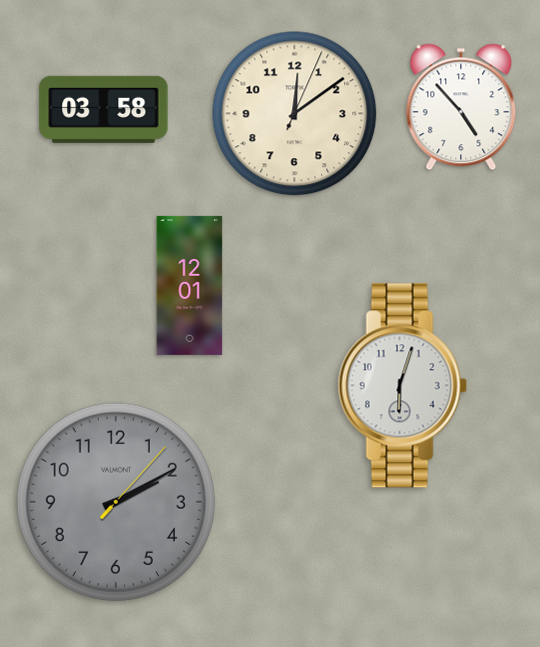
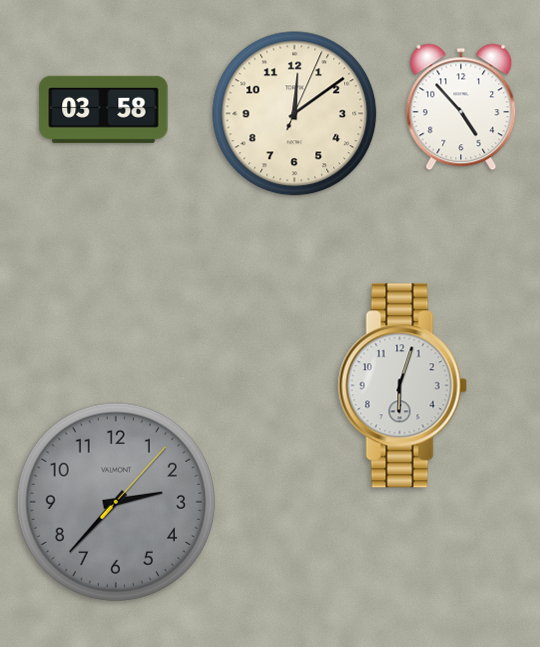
clock at (190, 285): 12:01 -> none
clock at (116, 502): 2:10 -> 2:37
